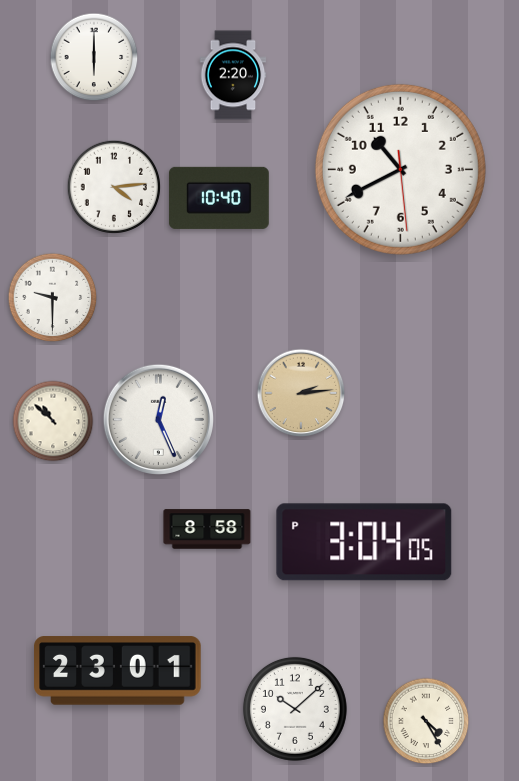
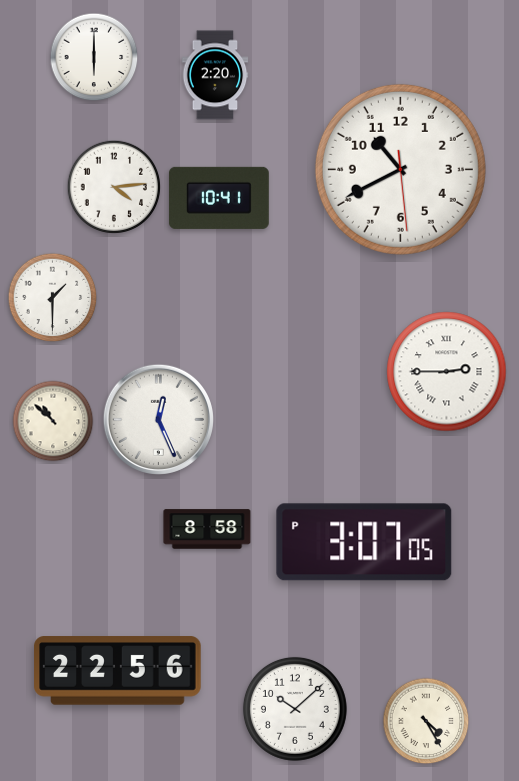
clock at (233, 75) position: (233, 75) -> (215, 75)
clock at (219, 198): 10:40 -> 10:41
clock at (53, 298): 9:30 -> 1:30
clock at (447, 372): none -> 2:45
clock at (301, 393): 2:14 -> none
clock at (364, 542): 3:04 -> 3:07
clock at (118, 671): 23:01 -> 22:56
